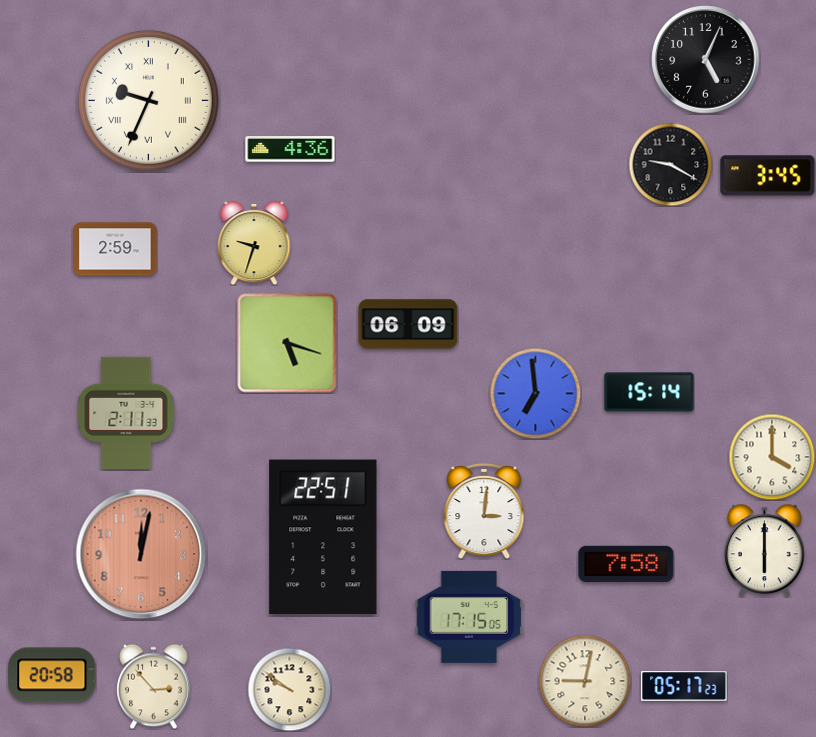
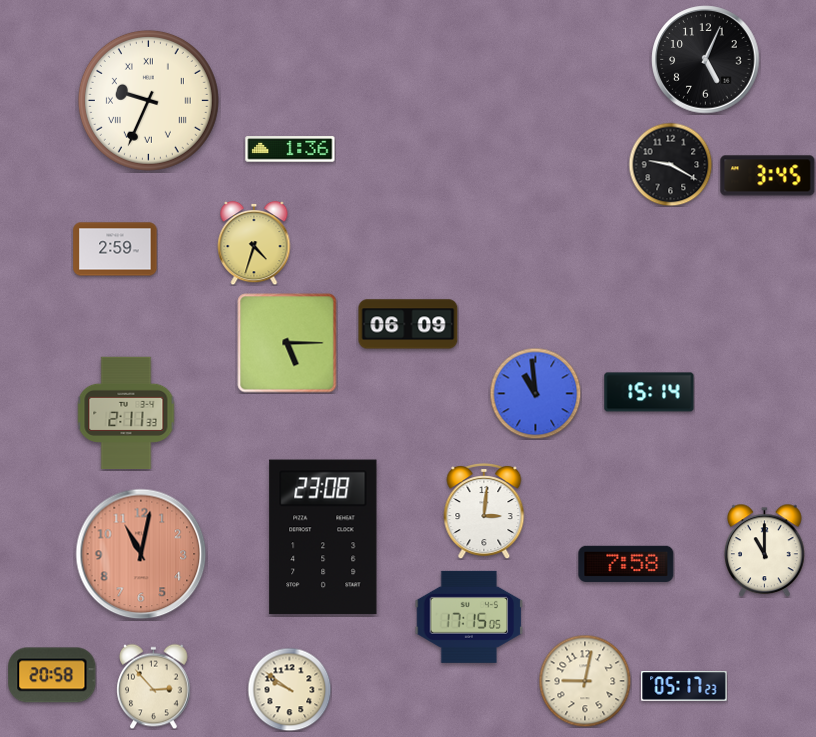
clock at (290, 149): 4:36 -> 1:36
clock at (254, 243): 9:33 -> 4:33
clock at (287, 343): 5:18 -> 5:15
clock at (535, 393): 6:59 -> 10:59
clock at (772, 457): 4:00 -> none
clock at (323, 537): 22:51 -> 23:08
clock at (765, 550): 6:00 -> 11:00
clock at (141, 554): 12:02 -> 11:02
